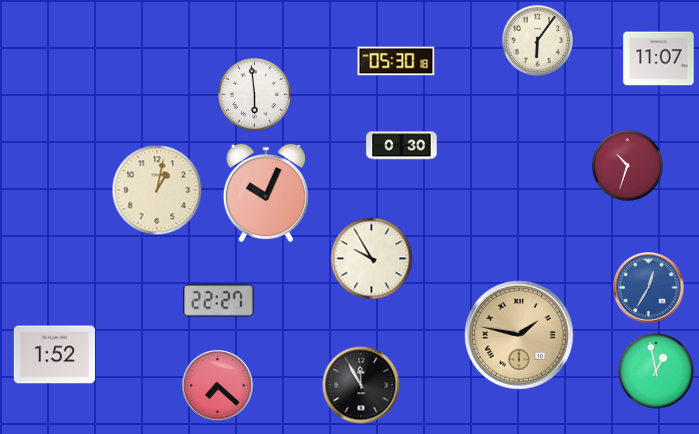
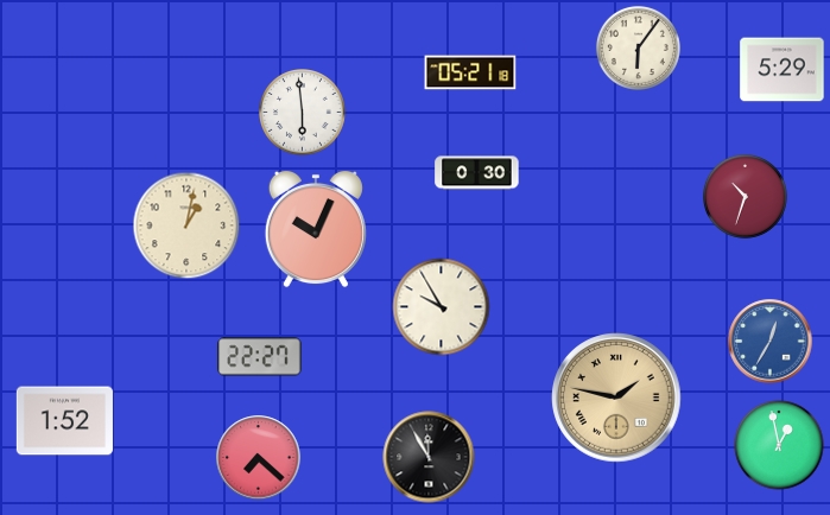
clock at (659, 59): 11:07 -> 5:29
clock at (396, 61): 05:30 -> 05:21
clock at (656, 371) position: (656, 371) -> (779, 445)
